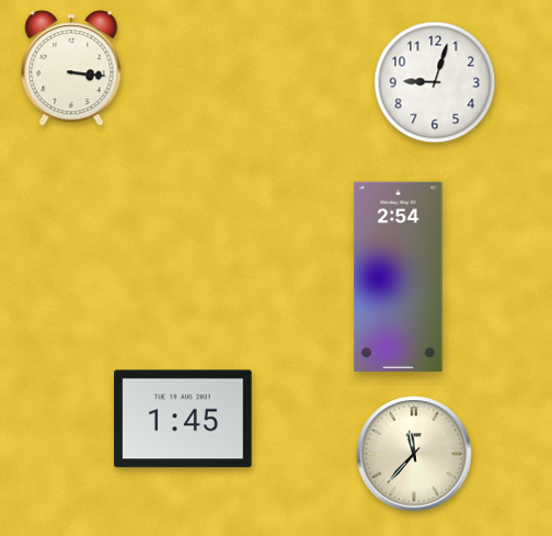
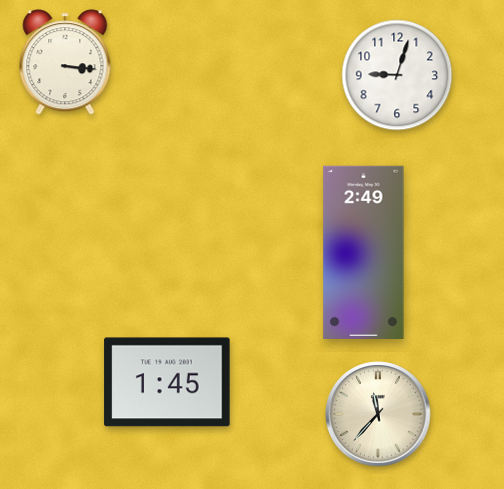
clock at (399, 276): 2:54 -> 2:49
